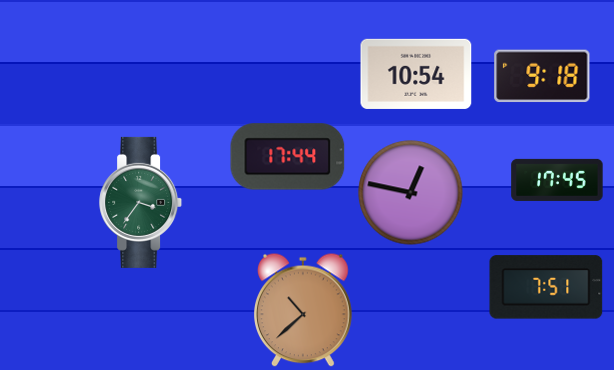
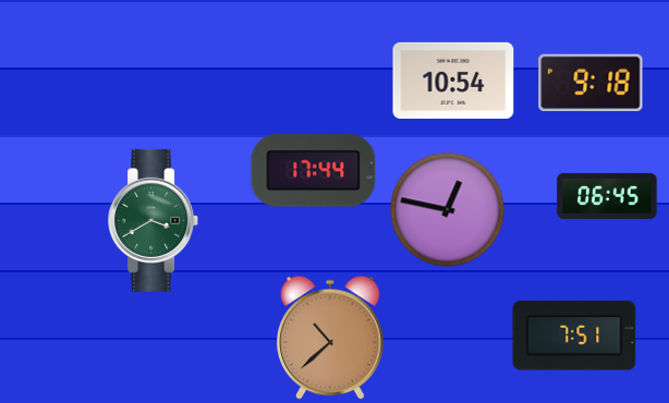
clock at (557, 180): 17:45 -> 06:45
clock at (141, 202): 3:36 -> 3:40
clock at (546, 287) position: (546, 287) -> (574, 335)
